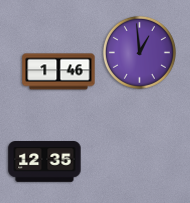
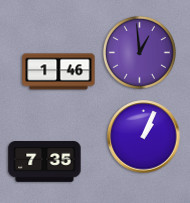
clock at (144, 137): none -> 1:04
clock at (45, 162): 12:35 -> 7:35
